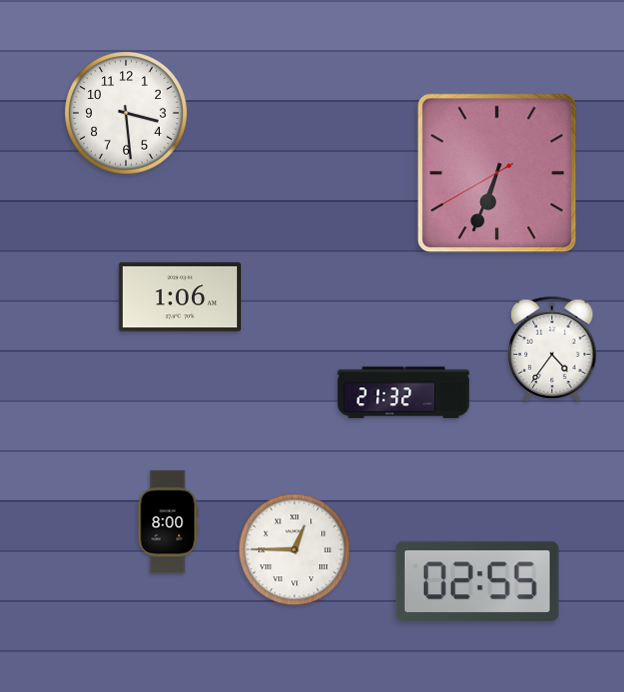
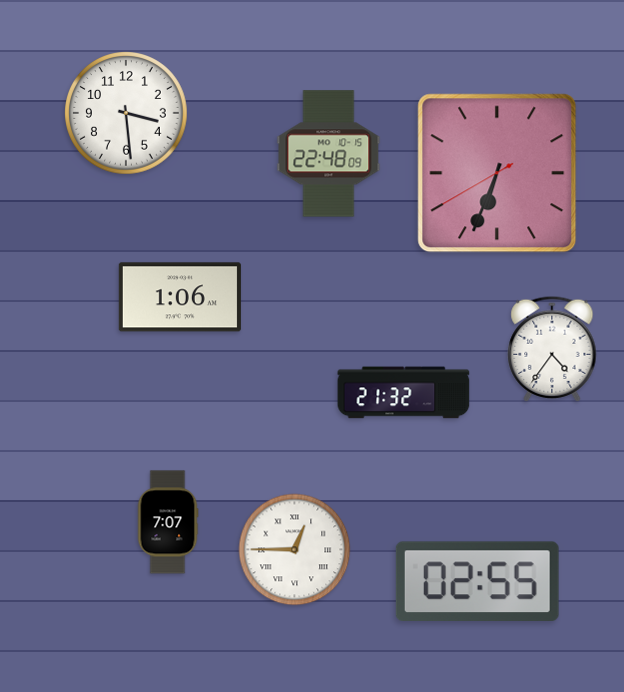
clock at (329, 154): none -> 22:48
clock at (168, 522): 8:00 -> 7:07
